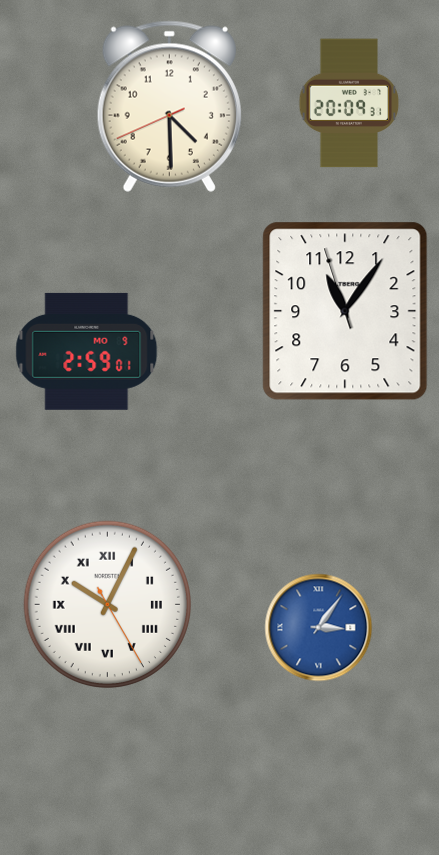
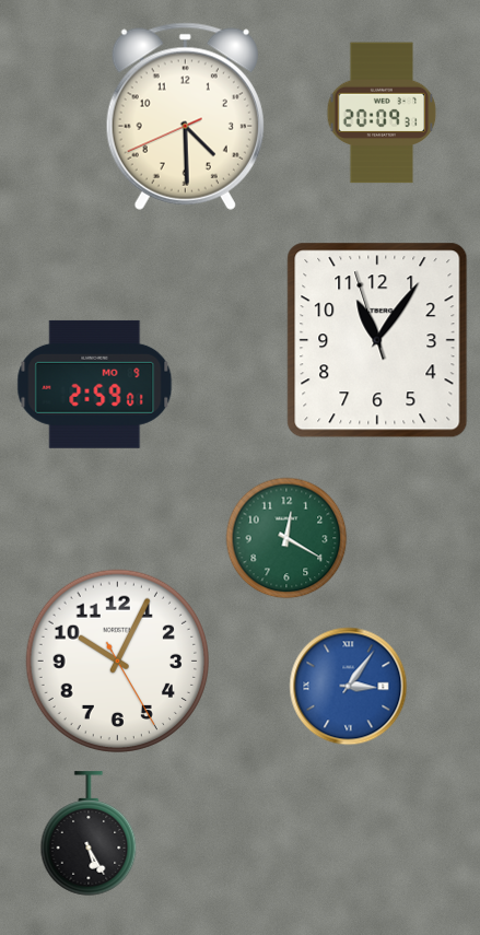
clock at (286, 538): none -> 12:20
clock at (107, 604) numerals: Roman -> Arabic
clock at (89, 833): none -> 5:25
